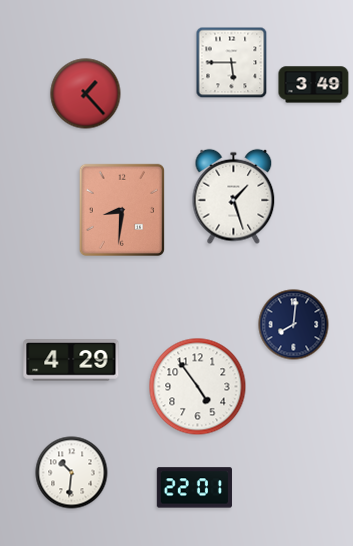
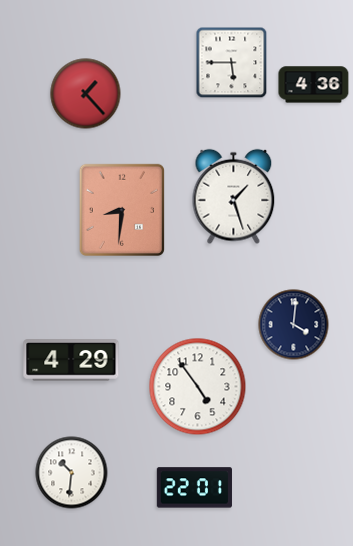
clock at (314, 85): 3:49 -> 4:36
clock at (294, 325): 8:01 -> 4:01
